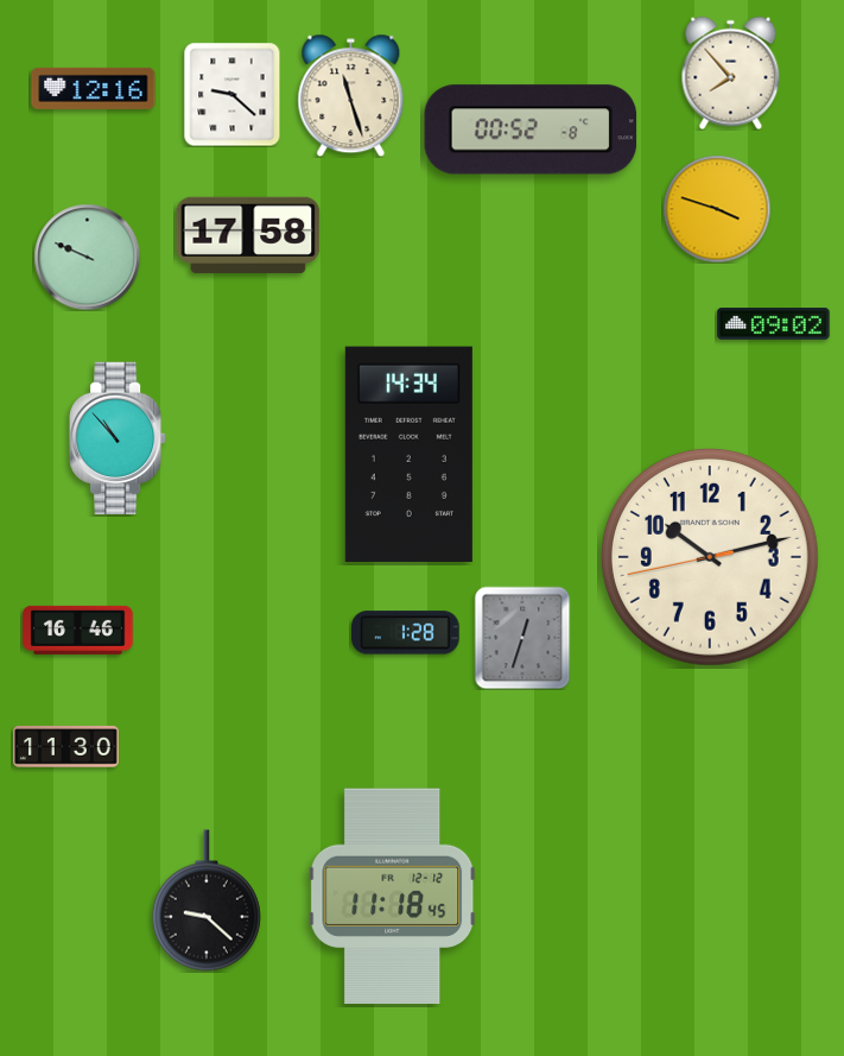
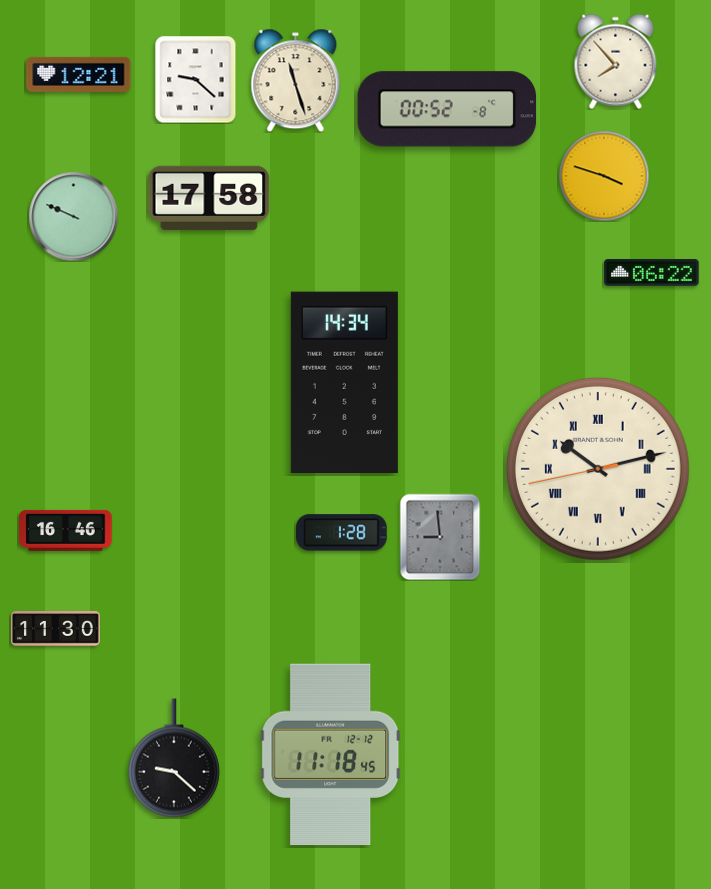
clock at (94, 88): 12:16 -> 12:21
clock at (774, 324): 09:02 -> 06:22
clock at (118, 438): 10:53 -> none
clock at (710, 557) numerals: Arabic -> Roman
clock at (522, 638): 12:33 -> 8:59
